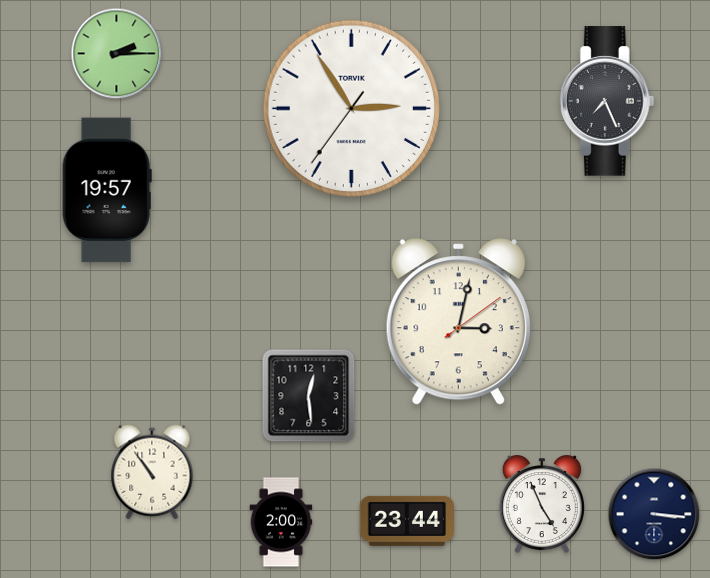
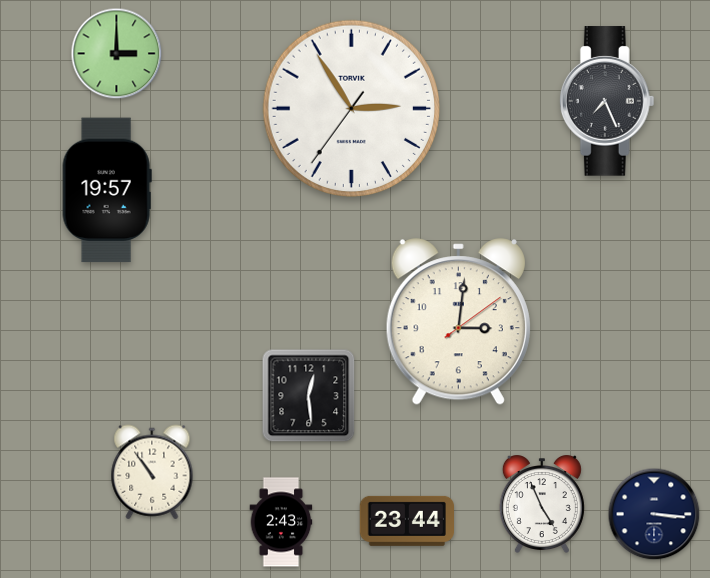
clock at (117, 54): 2:15 -> 3:00
clock at (458, 322): 3:02 -> 3:01
clock at (281, 522): 2:00 -> 2:43
